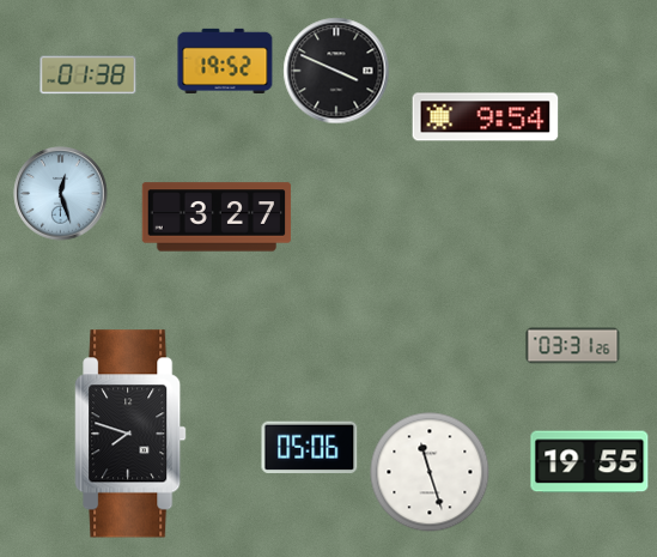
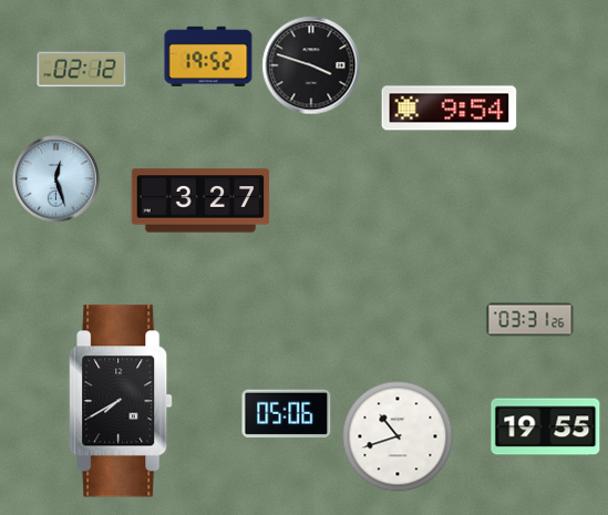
clock at (336, 71): 3:49 -> 3:48
clock at (89, 75): 01:38 -> 02:12
clock at (130, 434): 7:48 -> 7:40
clock at (430, 472): 11:27 -> 10:42
